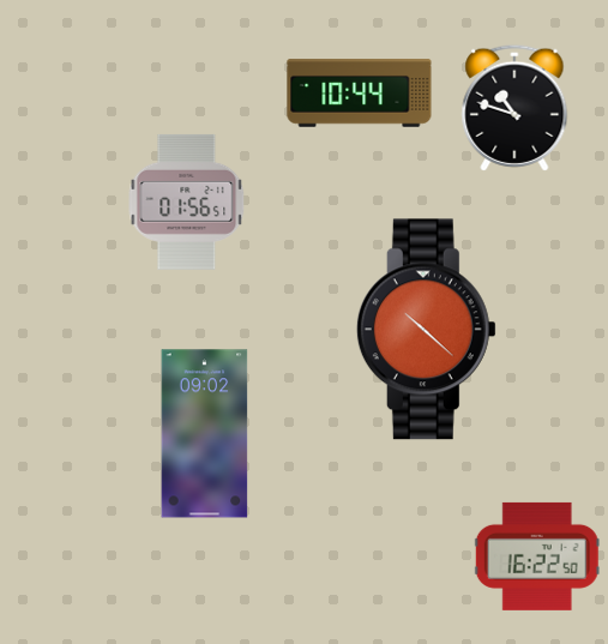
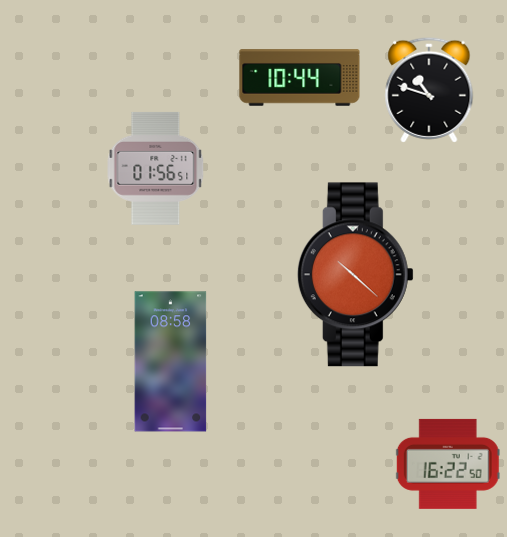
clock at (205, 434): 09:02 -> 08:58
